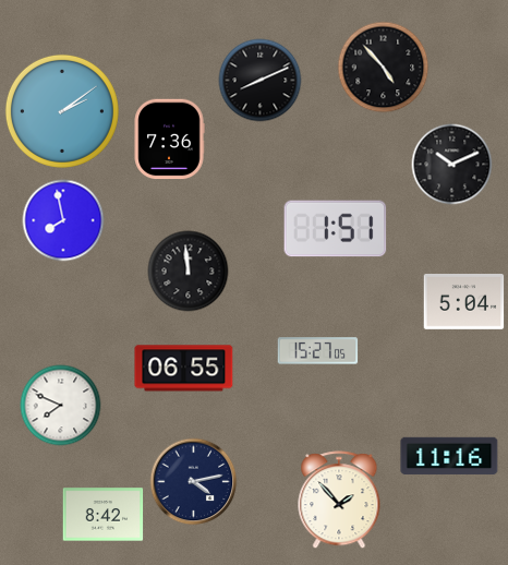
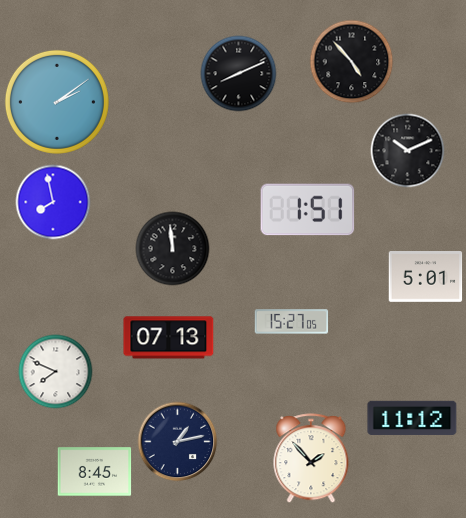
clock at (169, 140): 7:36 -> none
clock at (452, 165) position: (452, 165) -> (408, 151)
clock at (63, 220) position: (63, 220) -> (53, 202)
clock at (464, 302): 5:04 -> 5:01
clock at (184, 369): 06:55 -> 07:13
clock at (449, 456): 11:16 -> 11:12
clock at (194, 482): 4:13 -> 1:13
clock at (104, 515): 8:42 -> 8:45
